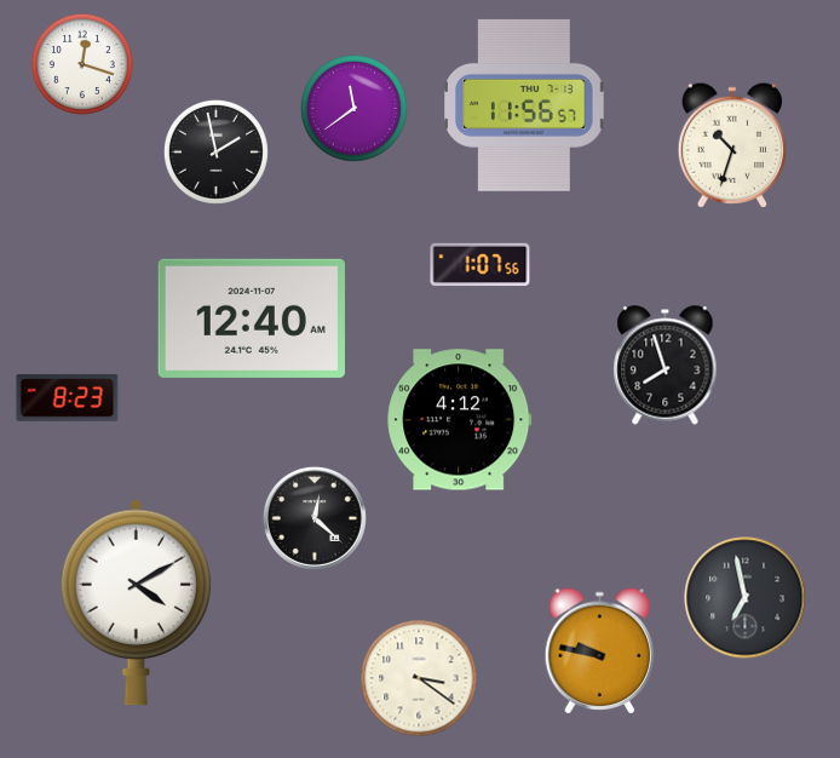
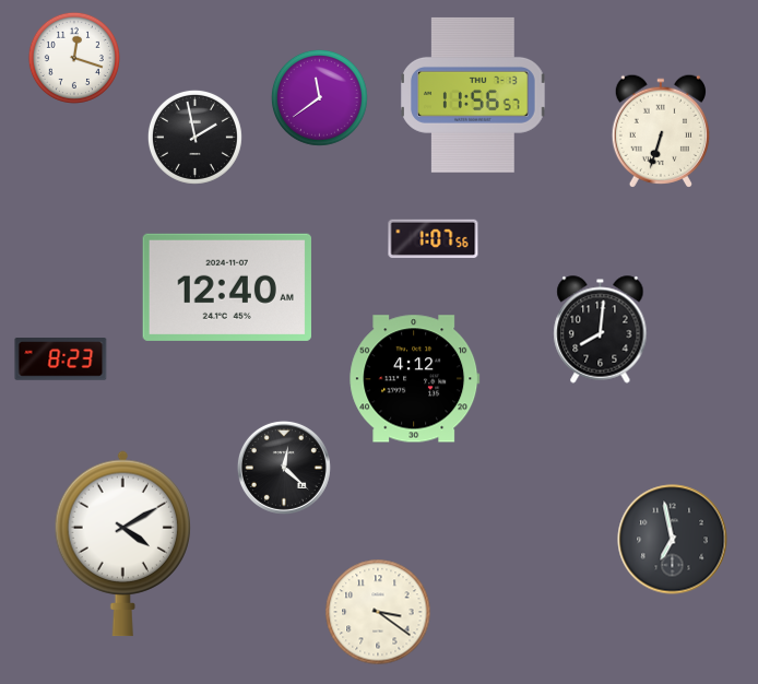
clock at (732, 145): 10:33 -> 6:33
clock at (666, 366): 7:57 -> 8:01
clock at (600, 651): 9:47 -> none
